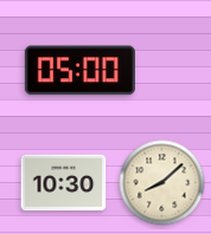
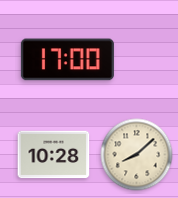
clock at (79, 71): 05:00 -> 17:00
clock at (64, 183): 10:30 -> 10:28
